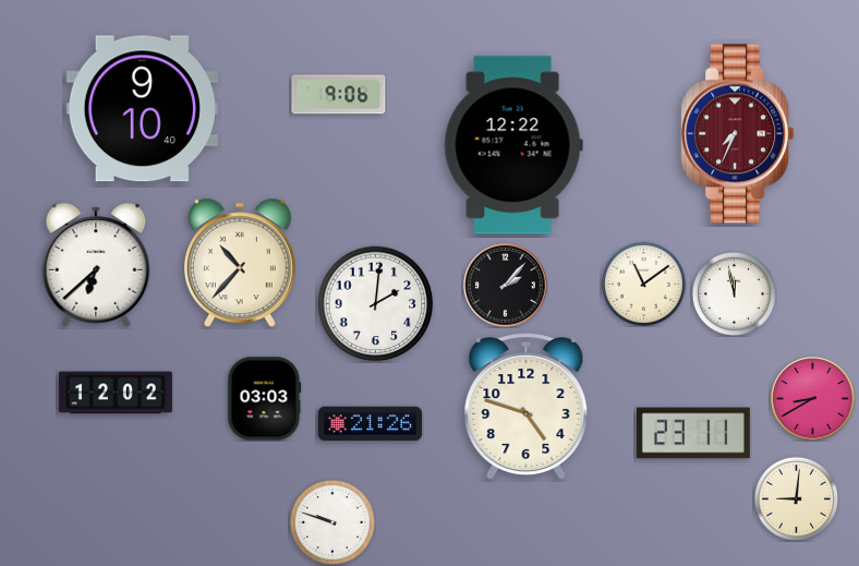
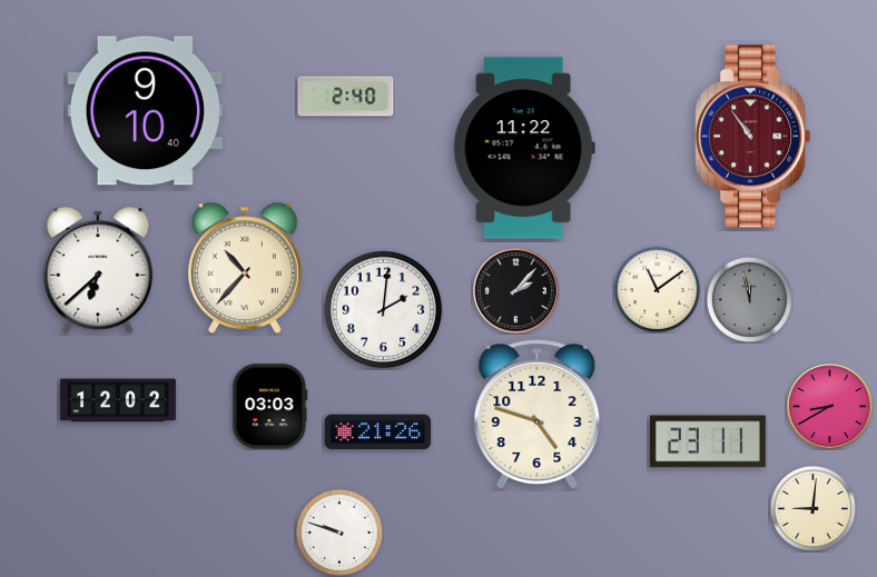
clock at (339, 95): 9:06 -> 2:40
clock at (738, 134): 7:34 -> 10:54
clock at (513, 145): 12:22 -> 11:22
clock at (734, 293) dial: white -> grey
